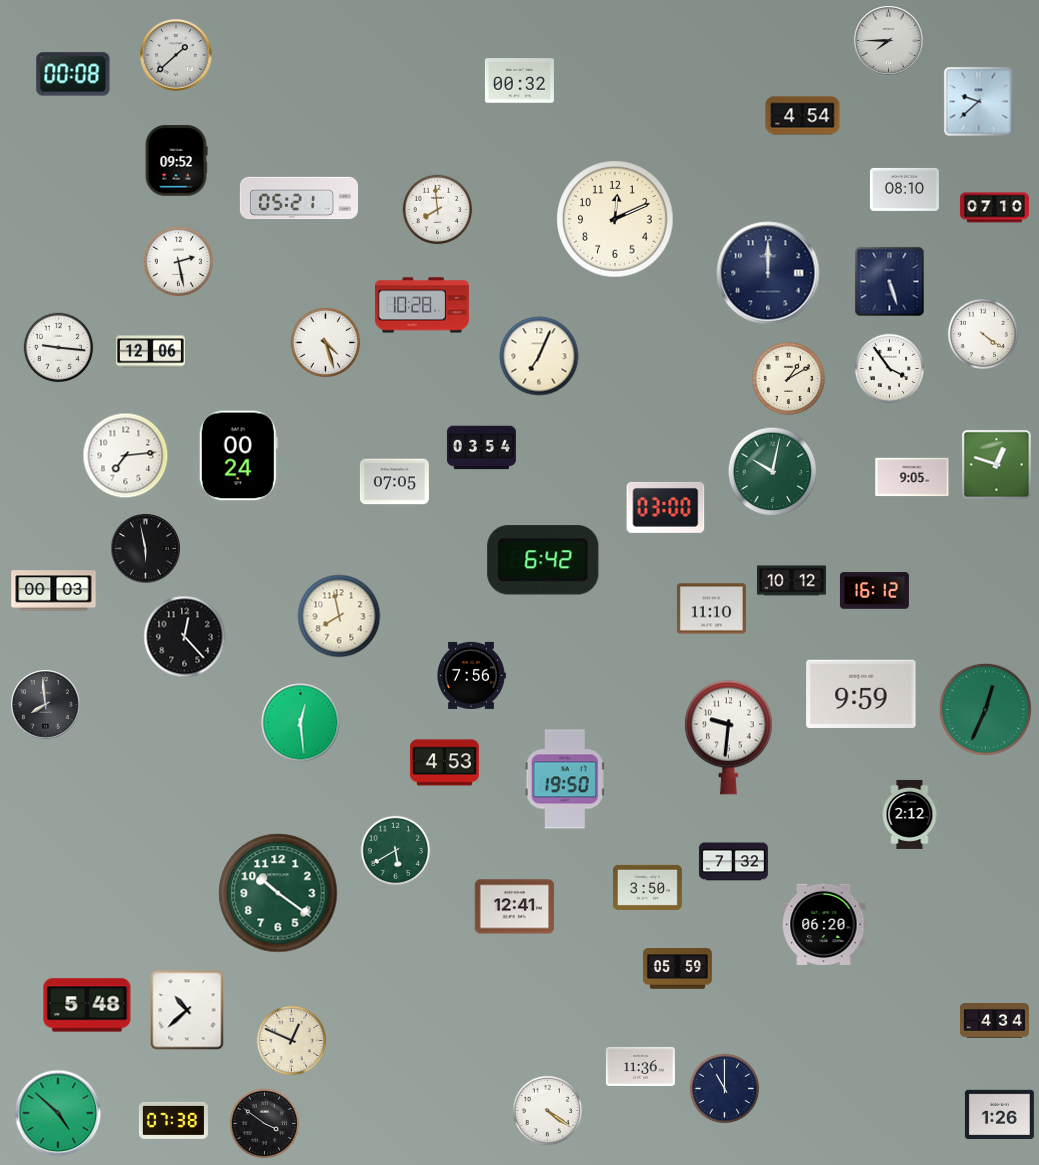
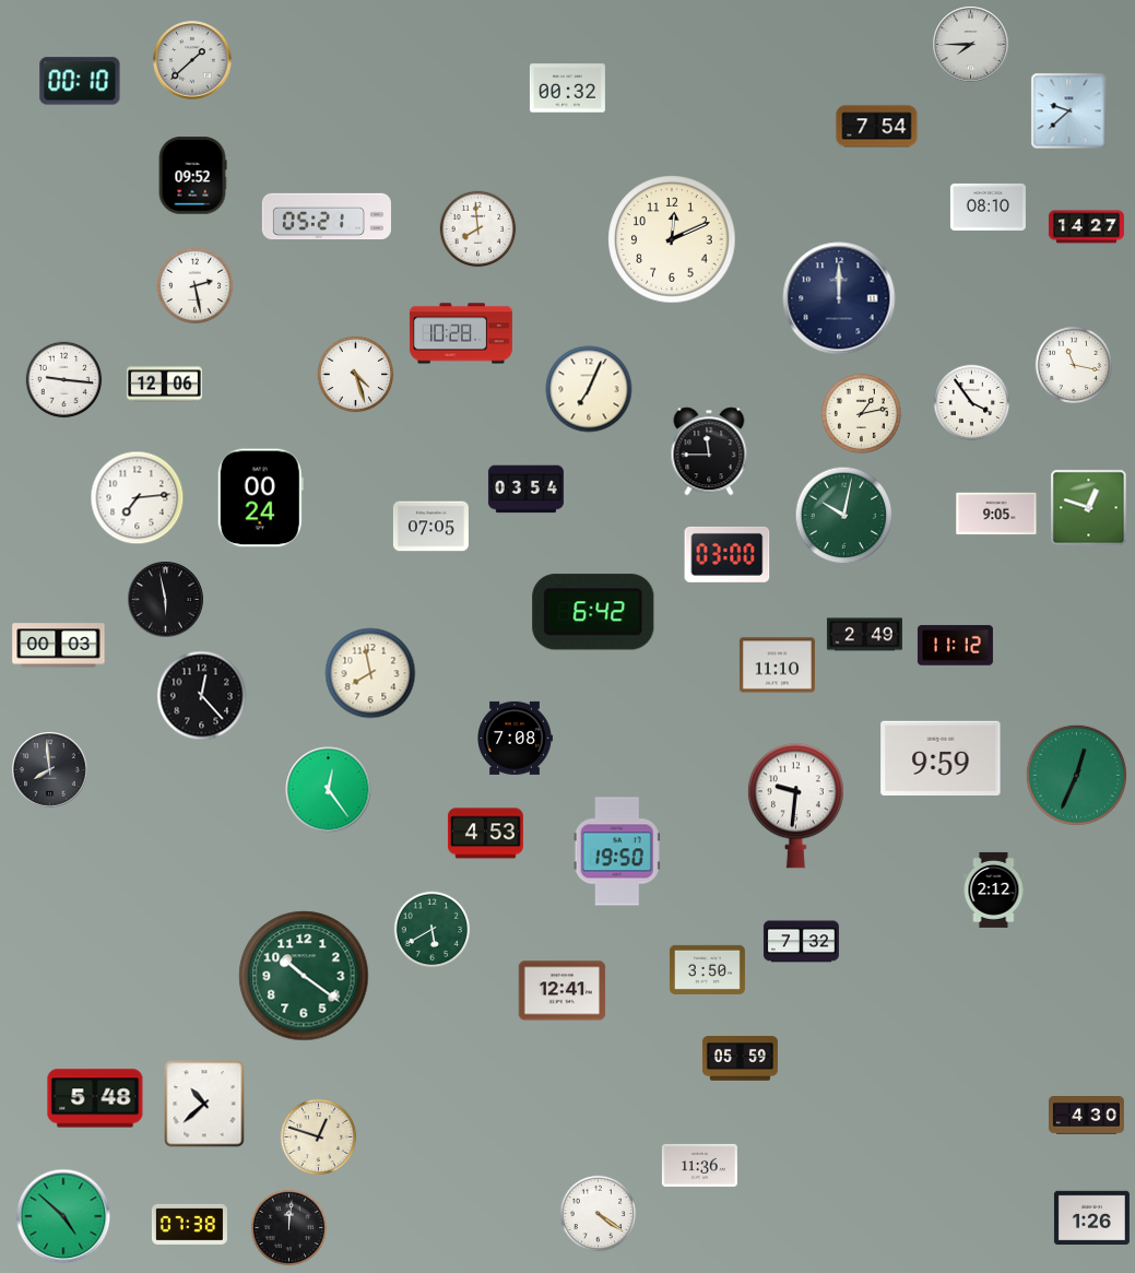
clock at (73, 74): 00:08 -> 00:10
clock at (803, 116): 4:54 -> 7:54
clock at (994, 208): 07:10 -> 14:27
clock at (890, 282): 5:27 -> none
clock at (982, 333): 4:21 -> 11:17
clock at (788, 378): 1:10 -> 1:13
clock at (709, 451): none -> 11:45
clock at (912, 477) position: (912, 477) -> (996, 514)
clock at (146, 549) position: (146, 549) -> (166, 600)
clock at (791, 581): 10:12 -> 2:49
clock at (874, 591): 16:12 -> 11:12
clock at (471, 675): 7:56 -> 7:08
clock at (301, 723): 12:29 -> 12:24
clock at (824, 924): 06:20 -> none
clock at (994, 1021): 4:34 -> 4:30
clock at (292, 1041): 12:49 -> 12:48
clock at (725, 1089): 11:00 -> none
clock at (265, 1124): 3:51 -> 12:01
